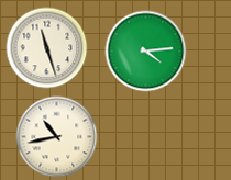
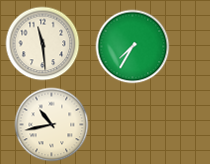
clock at (47, 48): 11:27 -> 11:29
clock at (146, 52): 4:14 -> 7:35
